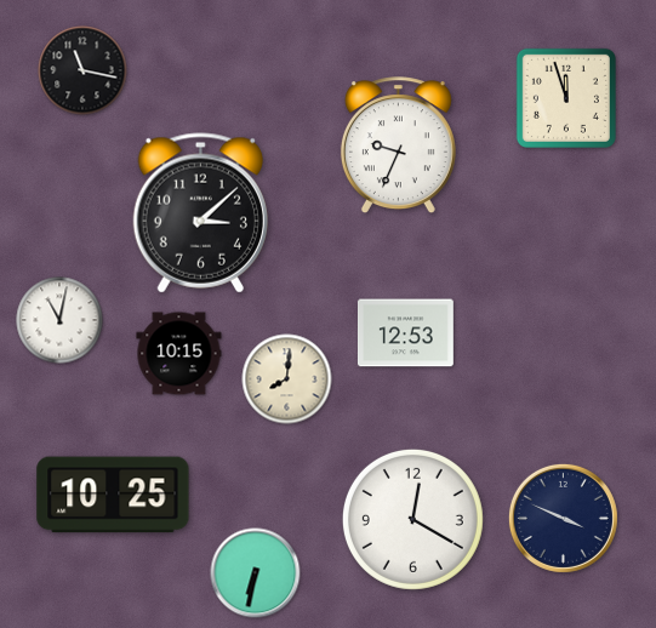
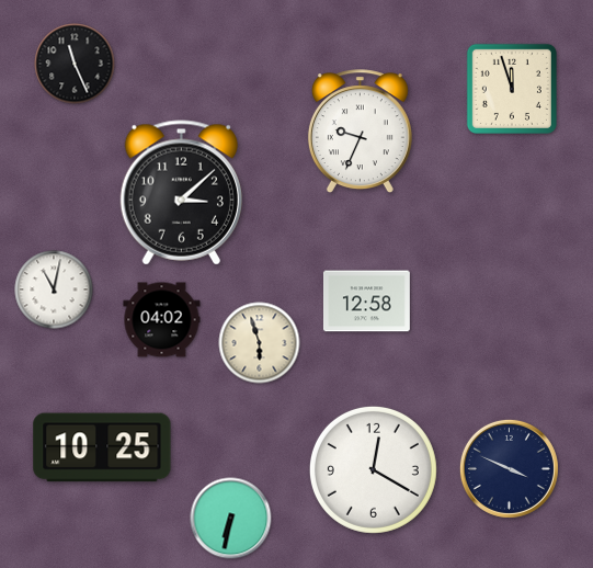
clock at (82, 70): 11:17 -> 11:26
clock at (405, 333): 12:53 -> 12:58
clock at (179, 354): 10:15 -> 04:02
clock at (287, 379): 8:01 -> 5:57
